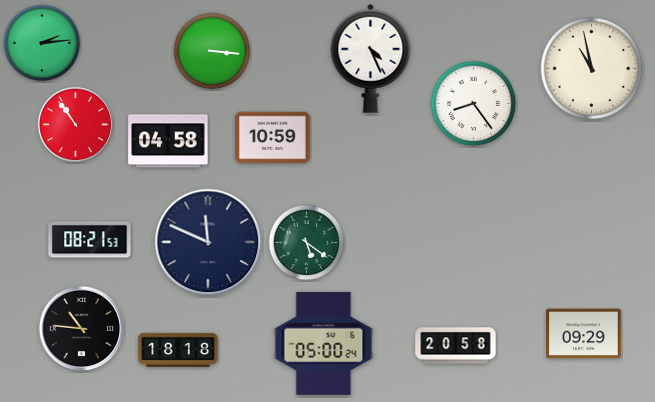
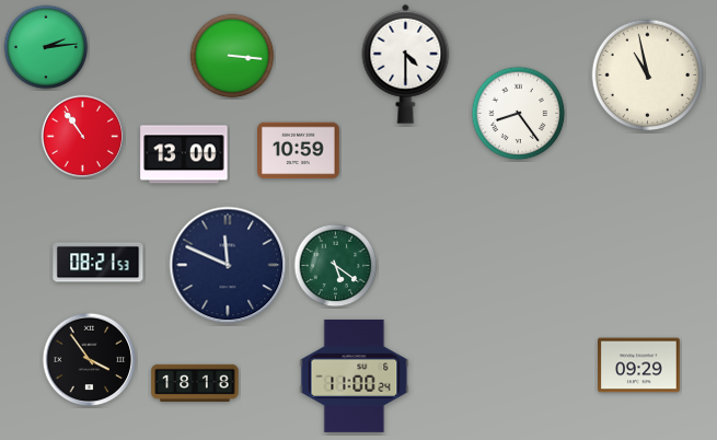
clock at (371, 58): 4:26 -> 4:30
clock at (168, 141): 04:58 -> 13:00
clock at (82, 329): 10:46 -> 3:54
clock at (324, 343): 05:00 -> 11:00
clock at (456, 346): 20:58 -> none
